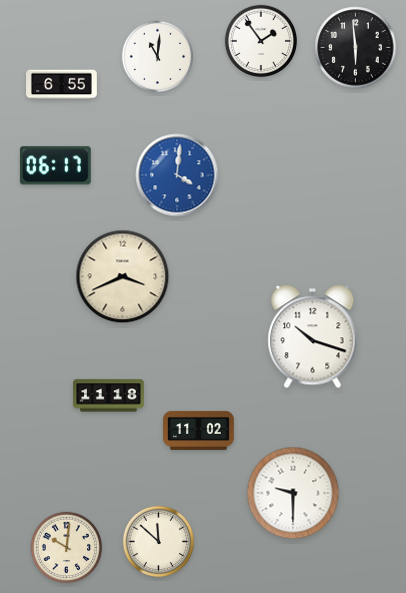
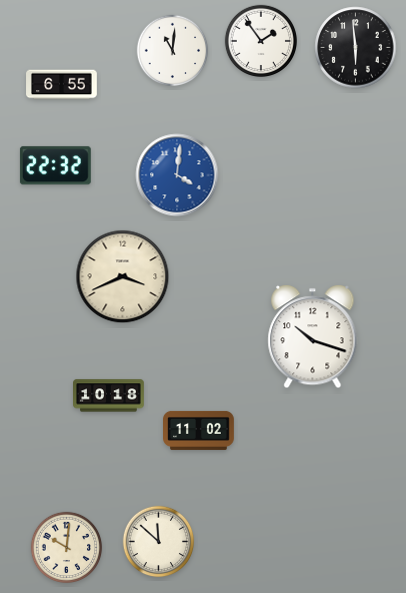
clock at (158, 57) position: (158, 57) -> (173, 51)
clock at (55, 166): 06:17 -> 22:32
clock at (109, 396): 11:18 -> 10:18
clock at (293, 493): 9:30 -> none
